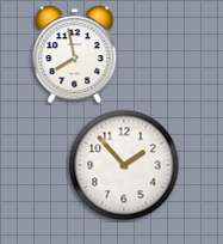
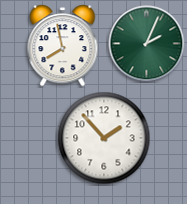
clock at (147, 44): none -> 2:04
